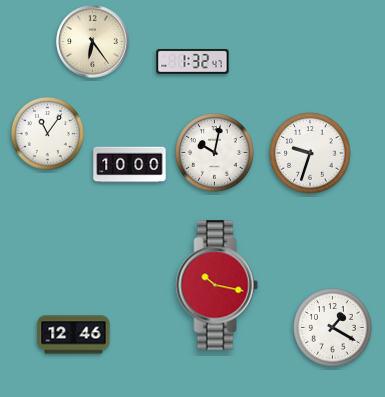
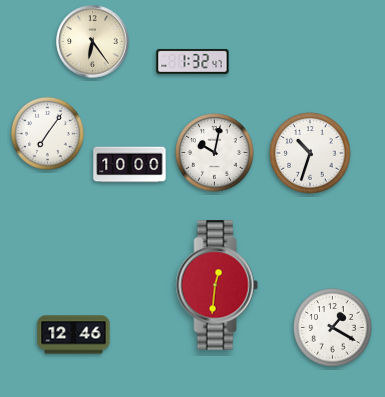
clock at (47, 133): 11:06 -> 7:06
clock at (310, 153): 9:33 -> 10:33
clock at (217, 285): 10:17 -> 12:31
